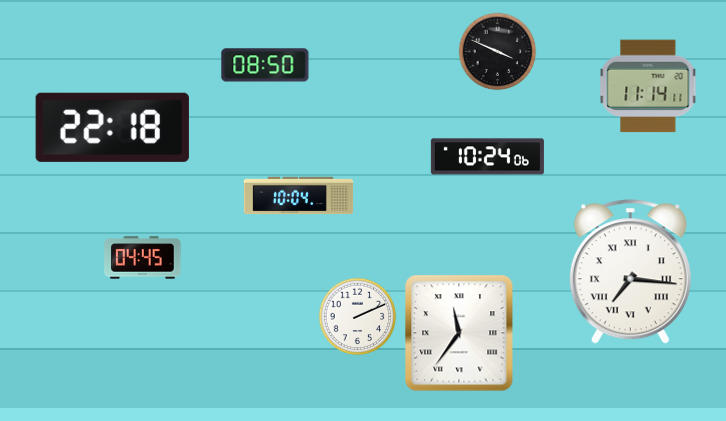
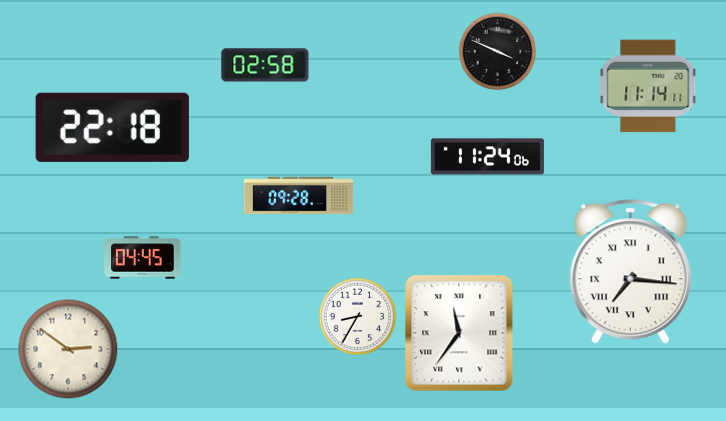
clock at (265, 65): 08:50 -> 02:58
clock at (487, 157): 10:24 -> 11:24
clock at (299, 196): 10:04 -> 09:28
clock at (357, 316): 2:11 -> 8:35
clock at (68, 349): none -> 2:51
